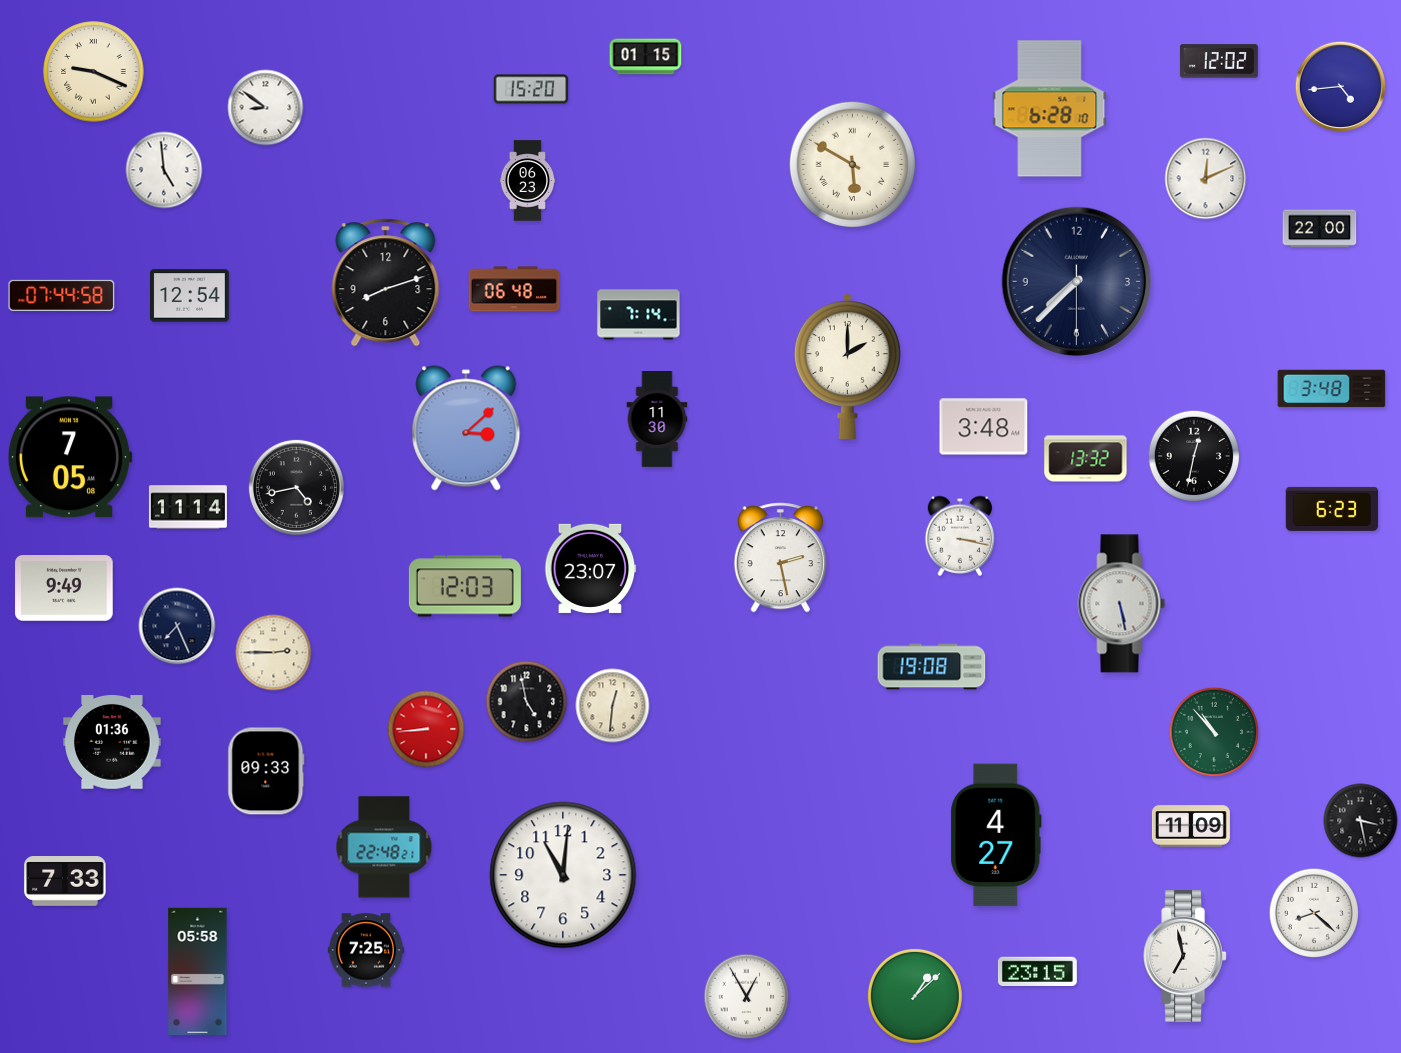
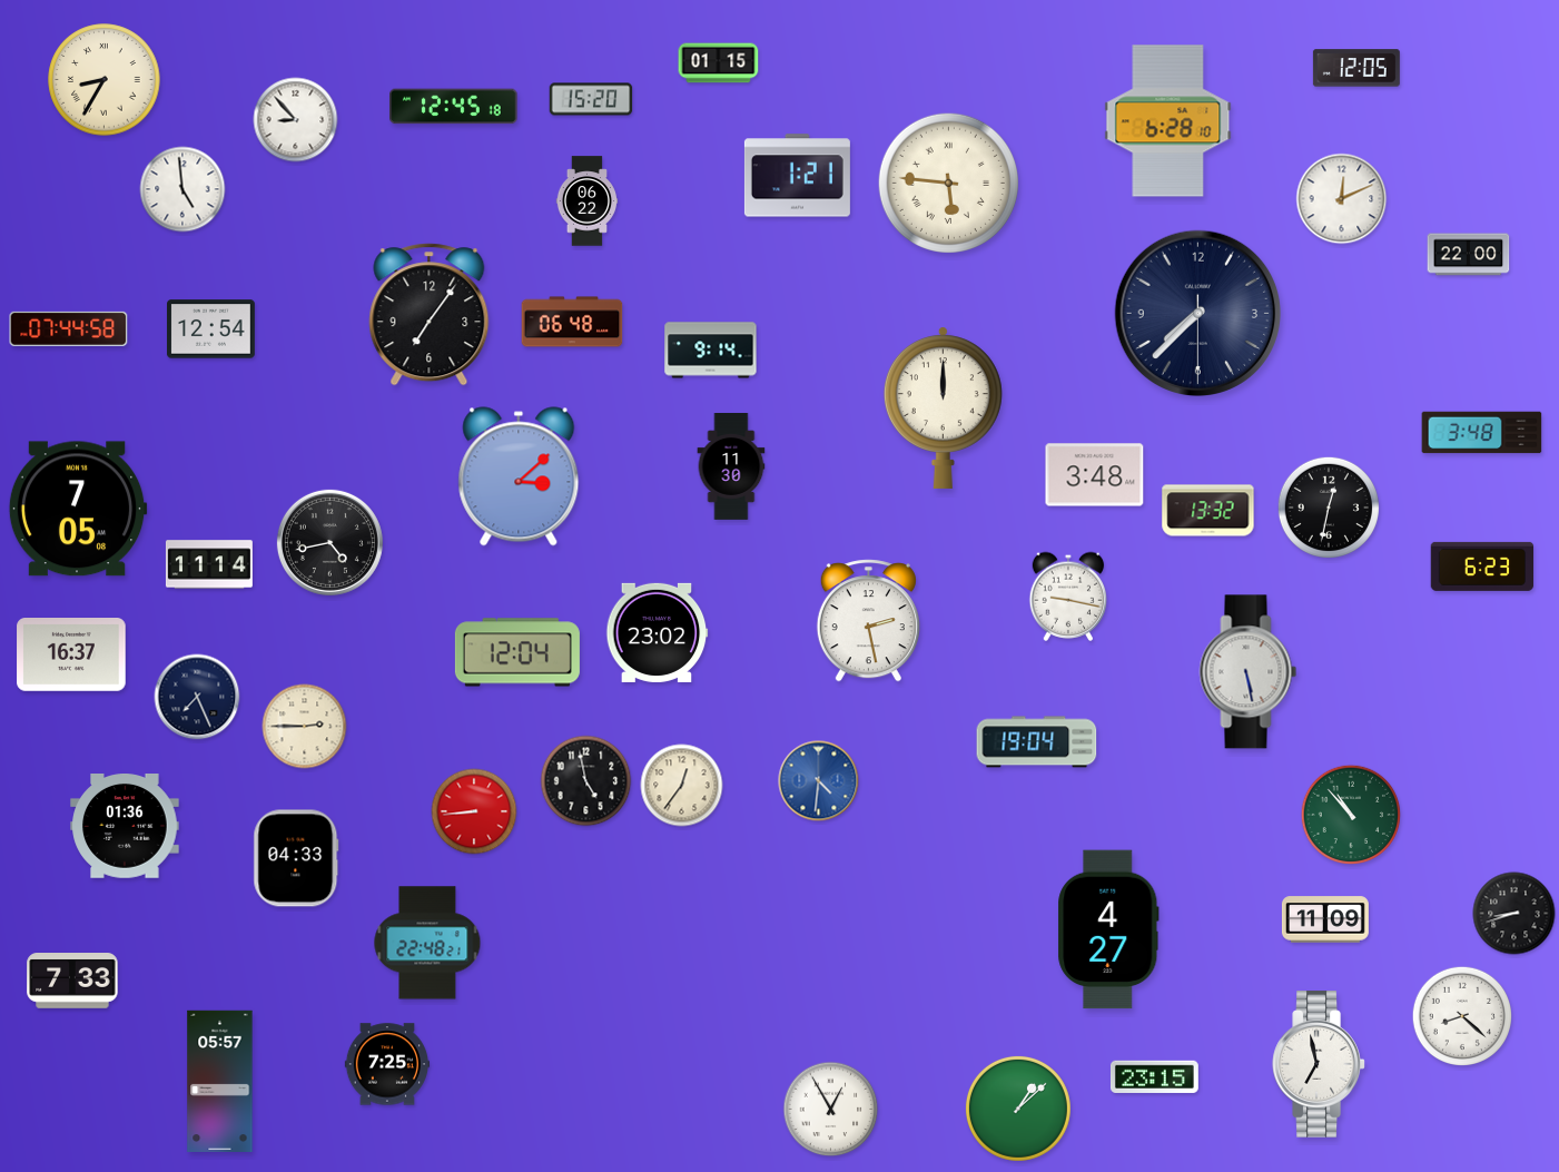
clock at (1219, 61): 12:02 -> 12:05
clock at (94, 72): 9:19 -> 8:35
clock at (1340, 86): 4:44 -> none
clock at (454, 107): none -> 12:45
clock at (266, 108): 8:51 -> 8:53
clock at (797, 176): none -> 1:21
clock at (852, 164): 5:50 -> 5:46
clock at (528, 181): 06:23 -> 06:22
clock at (386, 283): 8:12 -> 7:06
clock at (639, 315): 7:14 -> 9:14
clock at (847, 366): 2:00 -> 12:00
clock at (960, 536): 3:17 -> 9:17
clock at (591, 568): 23:07 -> 23:02
clock at (465, 586): 12:03 -> 12:04
clock at (64, 589): 9:49 -> 16:37
clock at (932, 667): 19:08 -> 19:04
clock at (819, 781): none -> 4:31
clock at (613, 706): 12:31 -> 12:36
clock at (266, 771): 09:33 -> 04:33
clock at (1361, 821): 3:28 -> 8:42
clock at (563, 875): 11:01 -> none
clock at (365, 950) position: (365, 950) -> (386, 1064)
clock at (1037, 971) position: (1037, 971) -> (1154, 1076)
clock at (198, 972): 05:58 -> 05:57
